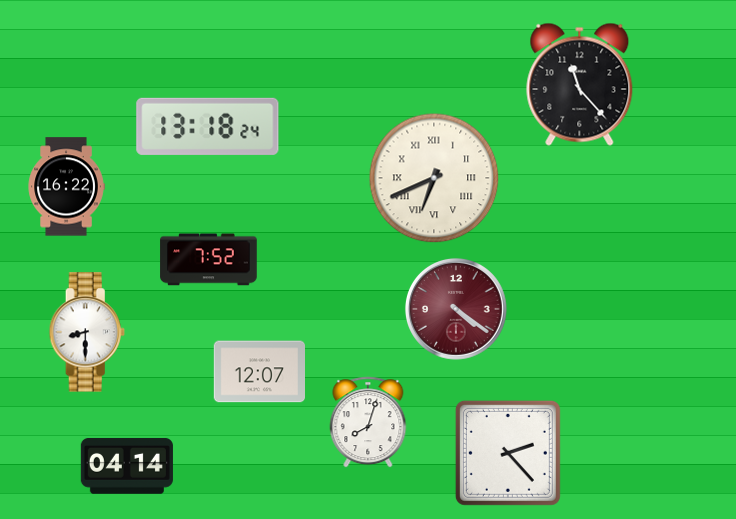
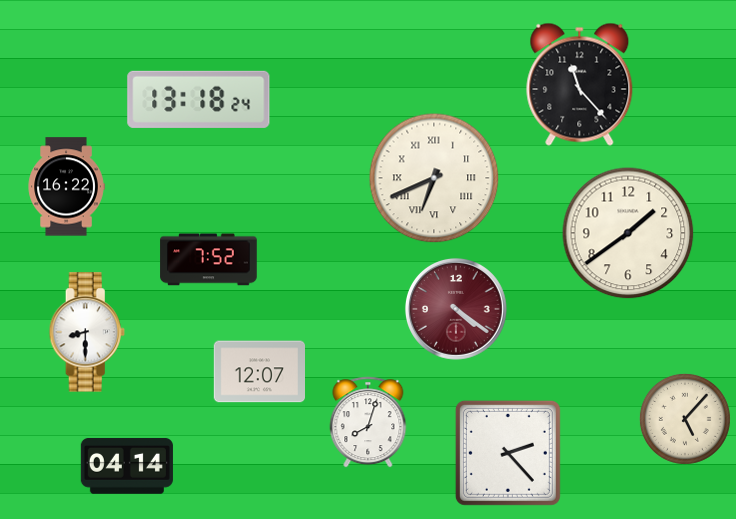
clock at (208, 126) position: (208, 126) -> (199, 99)
clock at (628, 233): none -> 1:39
clock at (685, 419): none -> 5:07
